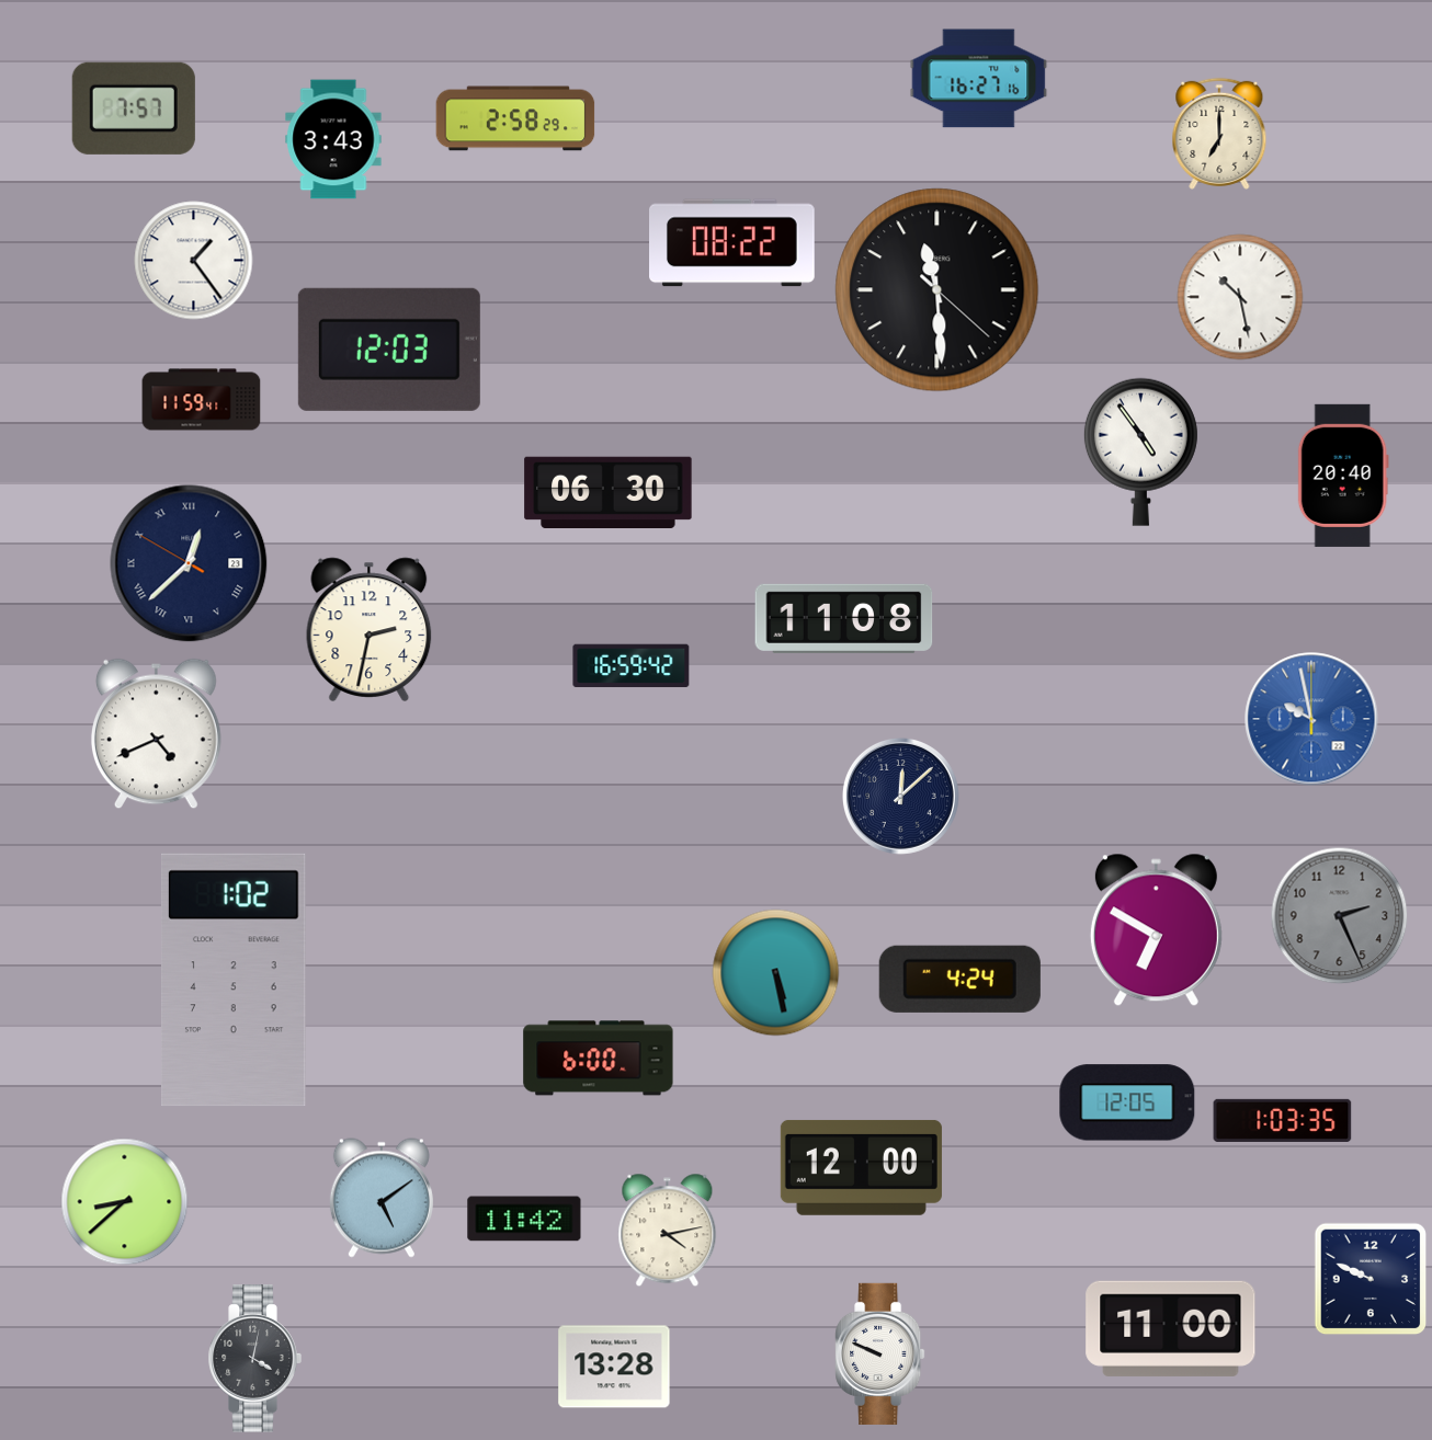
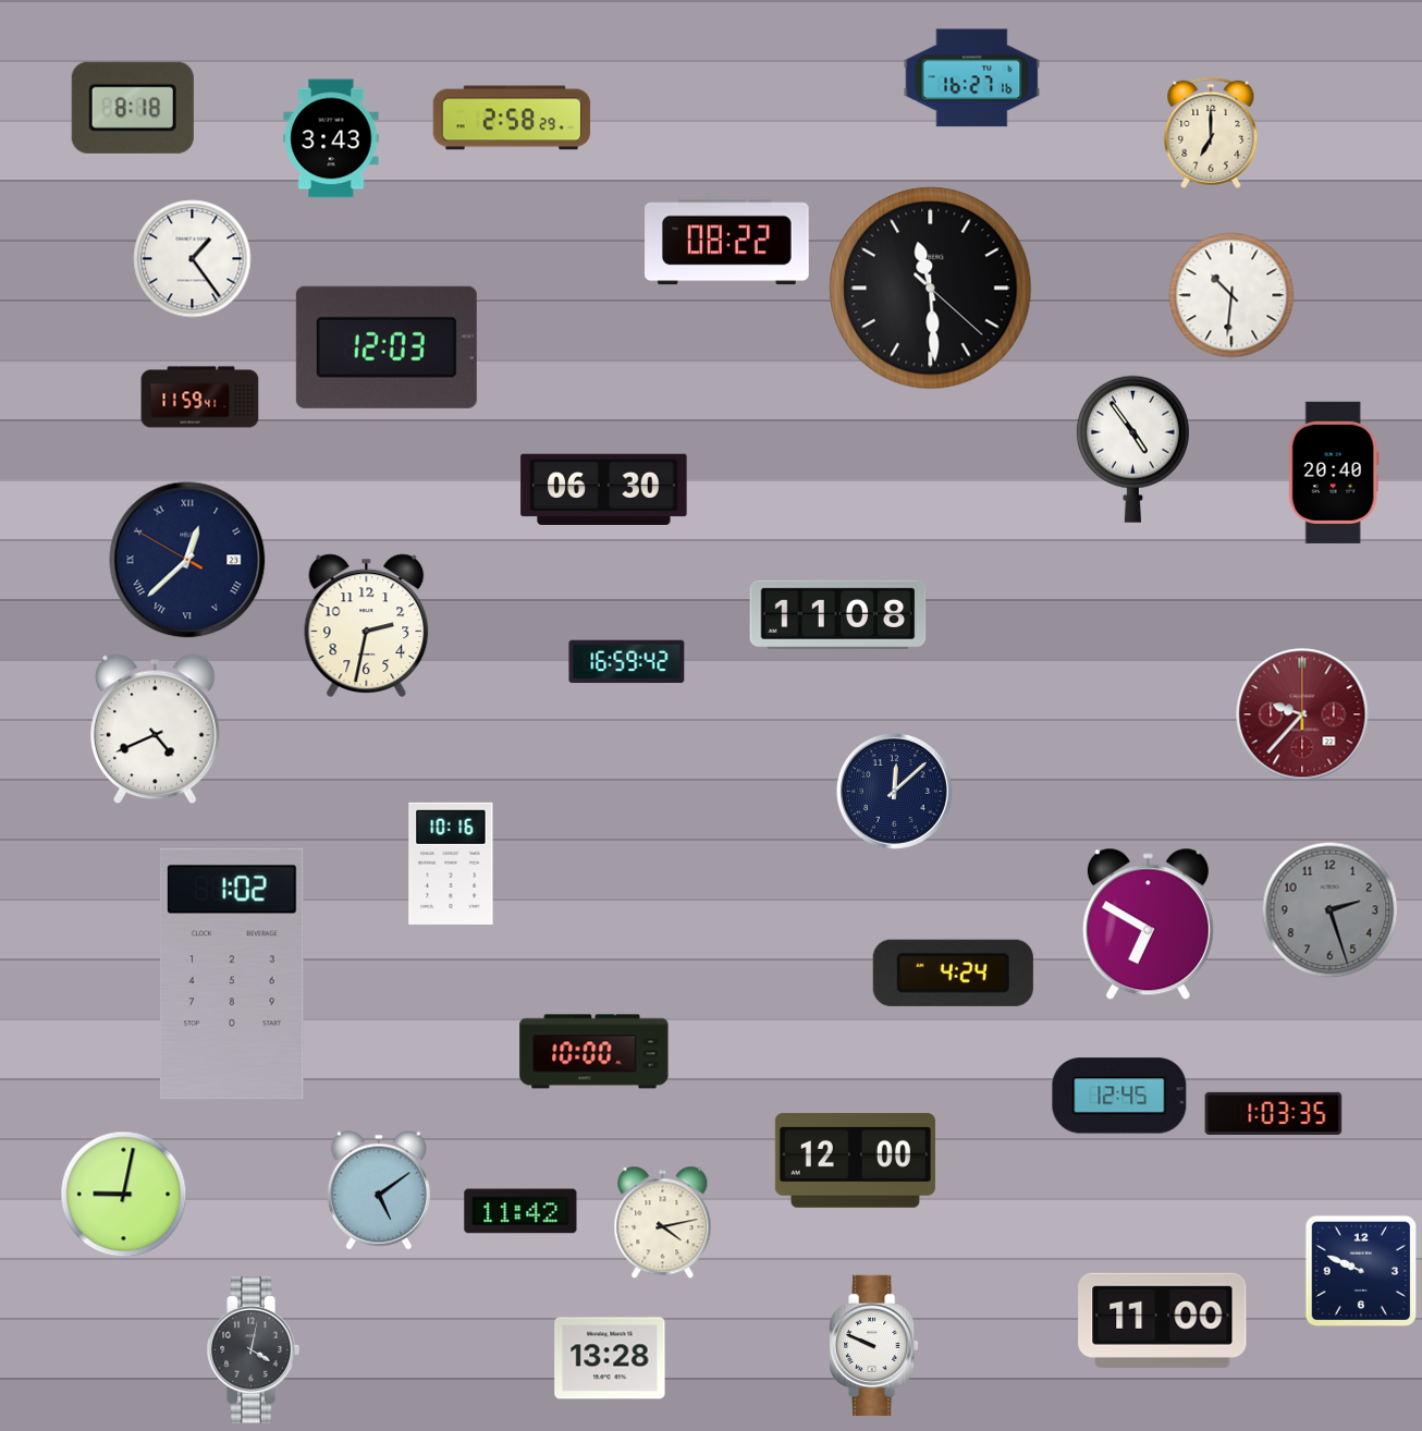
clock at (134, 108): 7:57 -> 8:18
clock at (1240, 297): 10:28 -> 10:31
clock at (1311, 719): 9:58 -> 9:37
clock at (1311, 719) dial: blue -> burgundy
clock at (451, 864): none -> 10:16
clock at (1340, 916): 2:26 -> 2:27
clock at (776, 973): 5:28 -> none
clock at (599, 1059): 6:00 -> 10:00
clock at (1127, 1102): 12:05 -> 12:45
clock at (125, 1202): 8:38 -> 9:02
